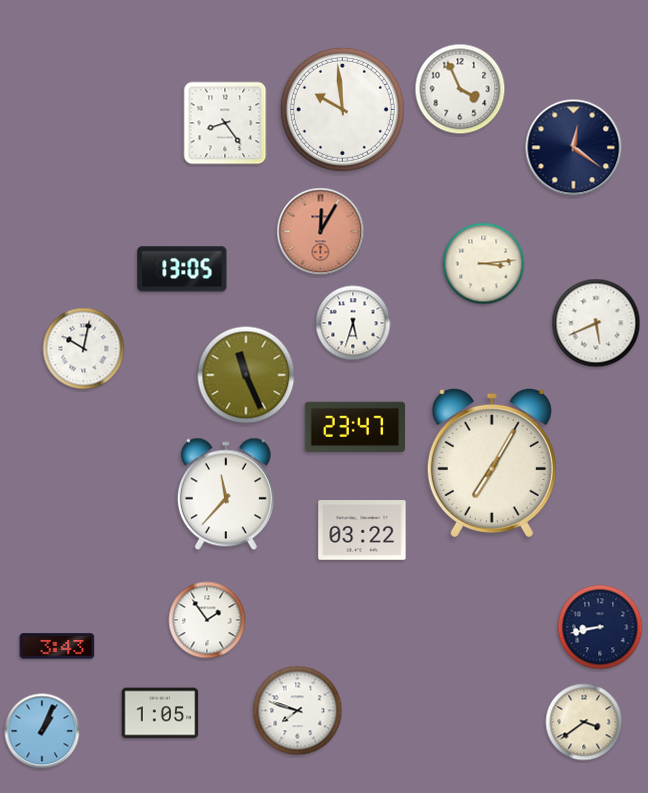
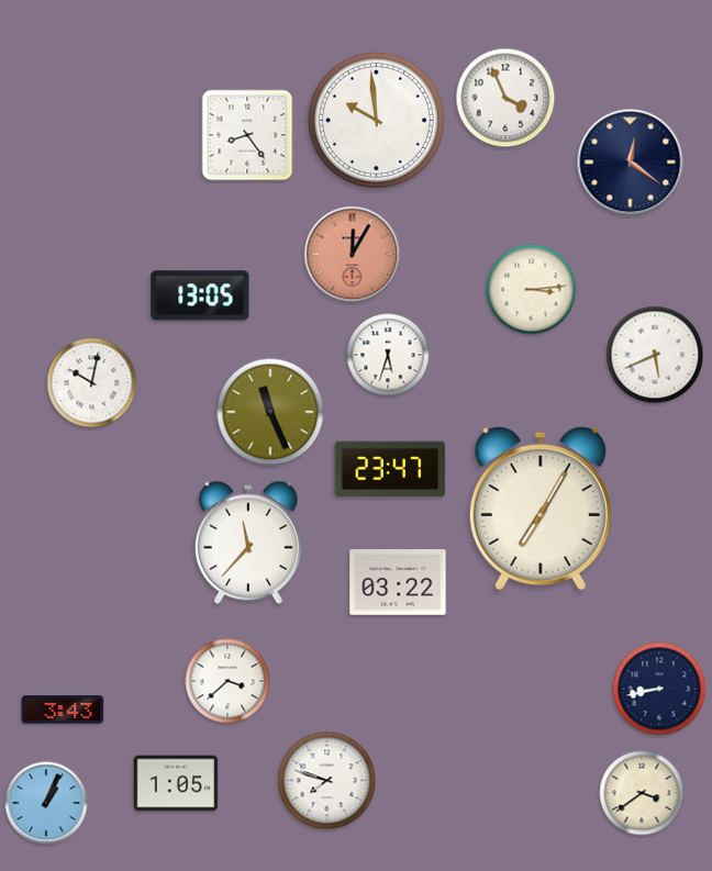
clock at (207, 620): 1:54 -> 3:38
